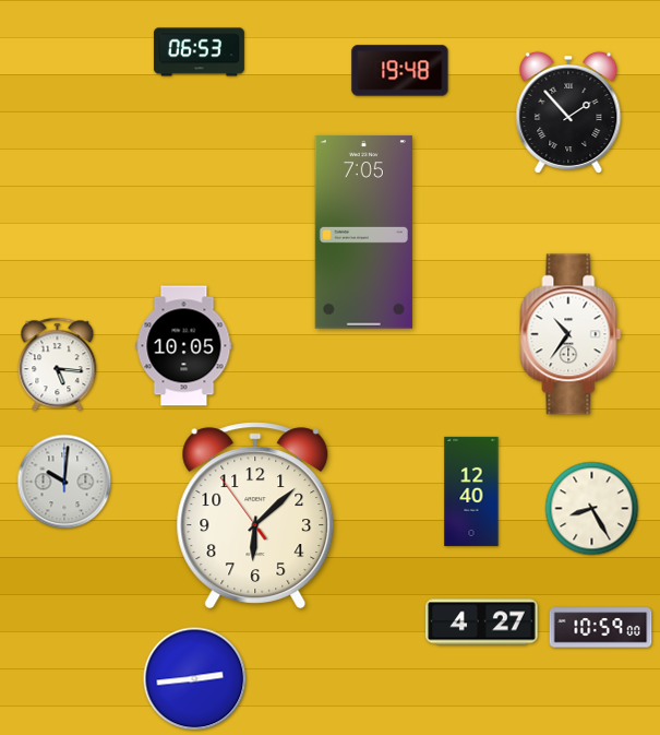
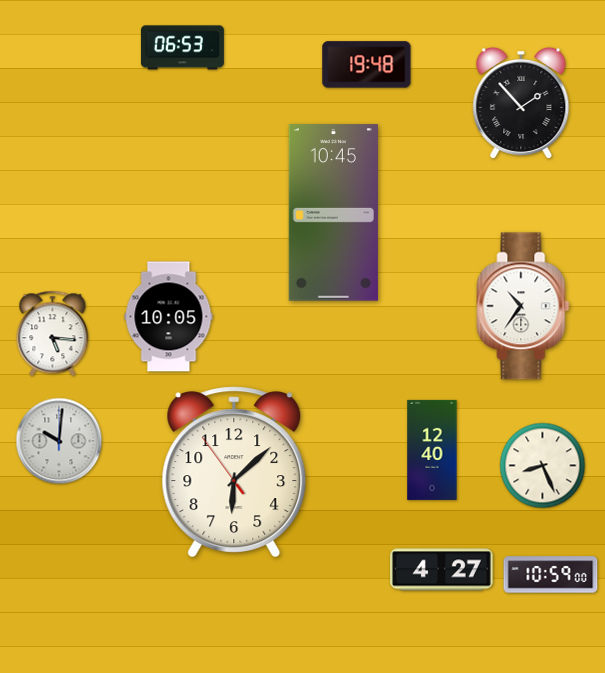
clock at (363, 233): 7:05 -> 10:45
clock at (592, 509): 8:25 -> 8:26
clock at (195, 679): 2:44 -> none
